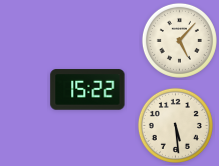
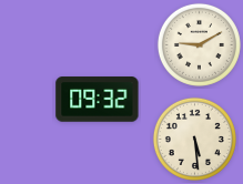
clock at (179, 40): 5:07 -> 9:10
clock at (88, 90): 15:22 -> 09:32
